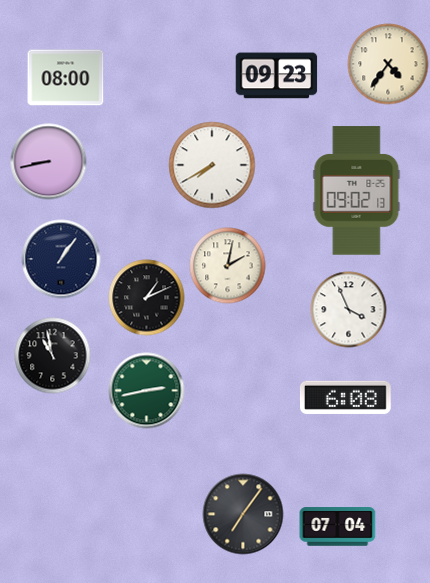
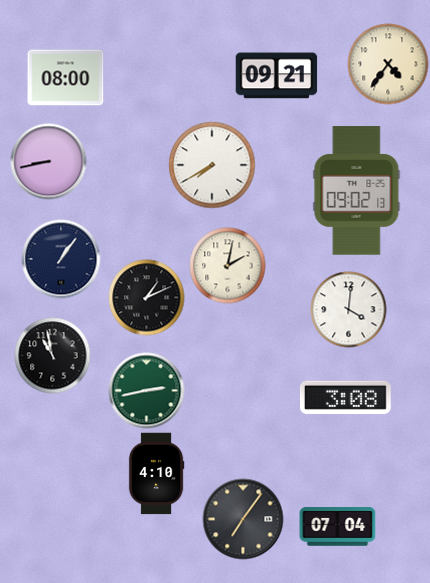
clock at (277, 76): 09:23 -> 09:21
clock at (349, 310): 3:56 -> 4:01
clock at (345, 397): 6:08 -> 3:08
clock at (156, 474): none -> 4:10
clock at (243, 514) position: (243, 514) -> (243, 519)
